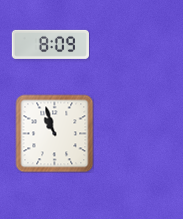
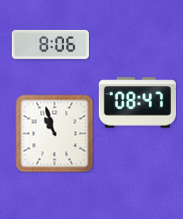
clock at (50, 44): 8:09 -> 8:06
clock at (137, 103): none -> 08:47
